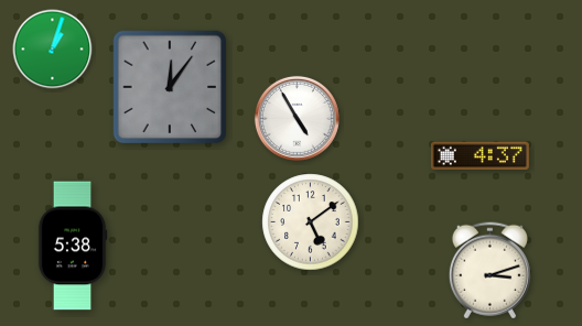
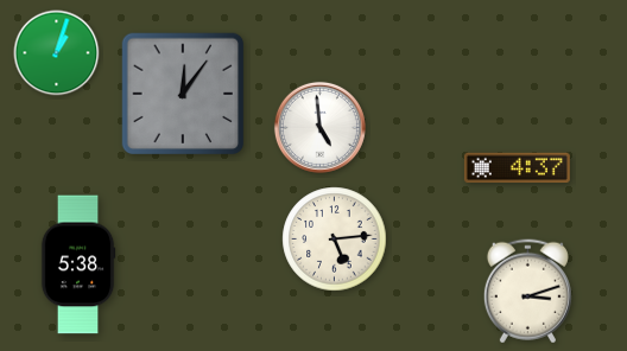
clock at (297, 118): 4:55 -> 4:59
clock at (311, 222): 5:09 -> 5:14
